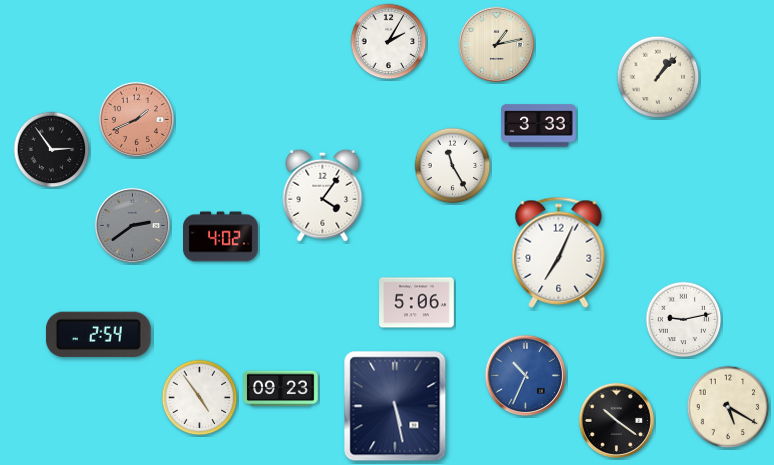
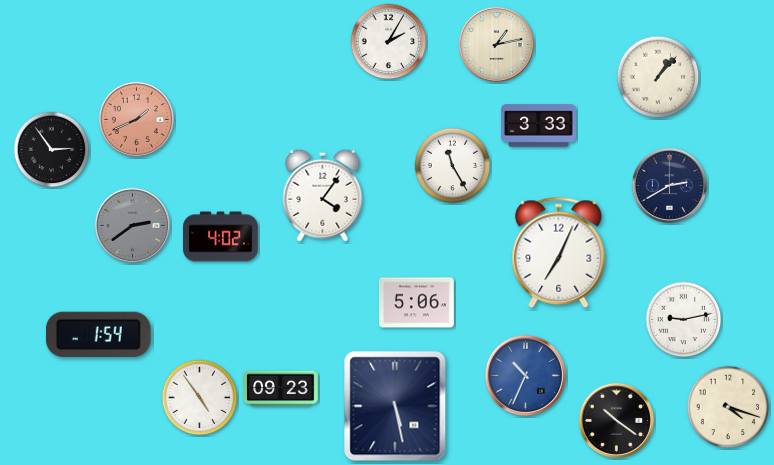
clock at (669, 185): none -> 2:40
clock at (98, 334): 2:54 -> 1:54
clock at (728, 407): 5:20 -> 4:18
